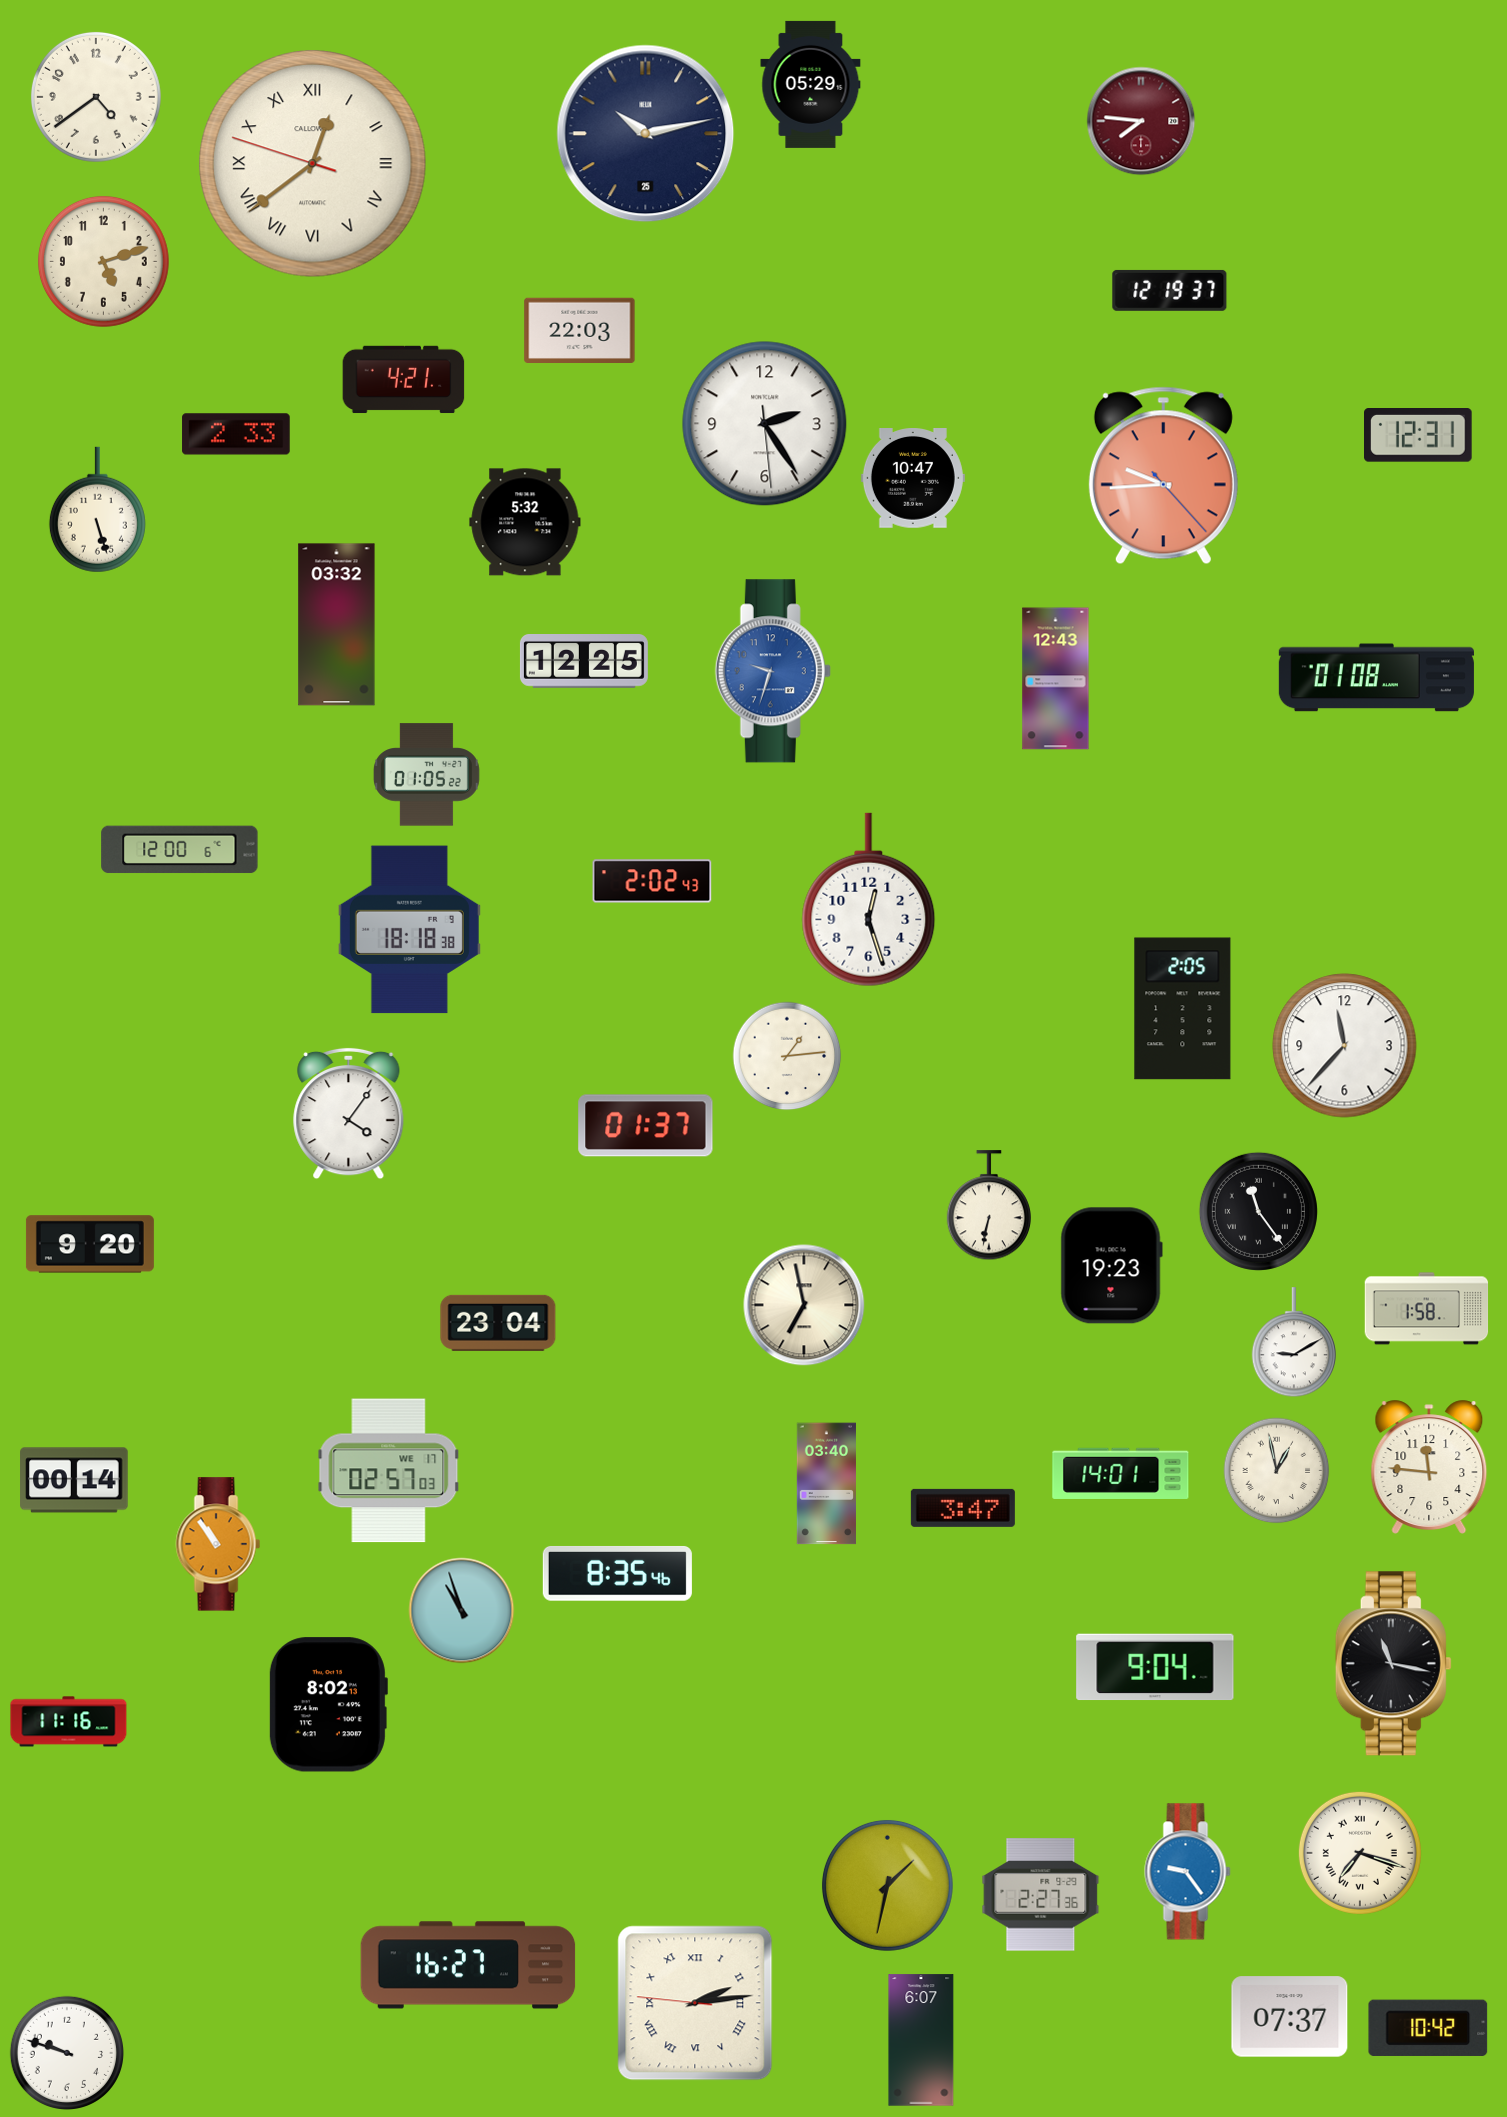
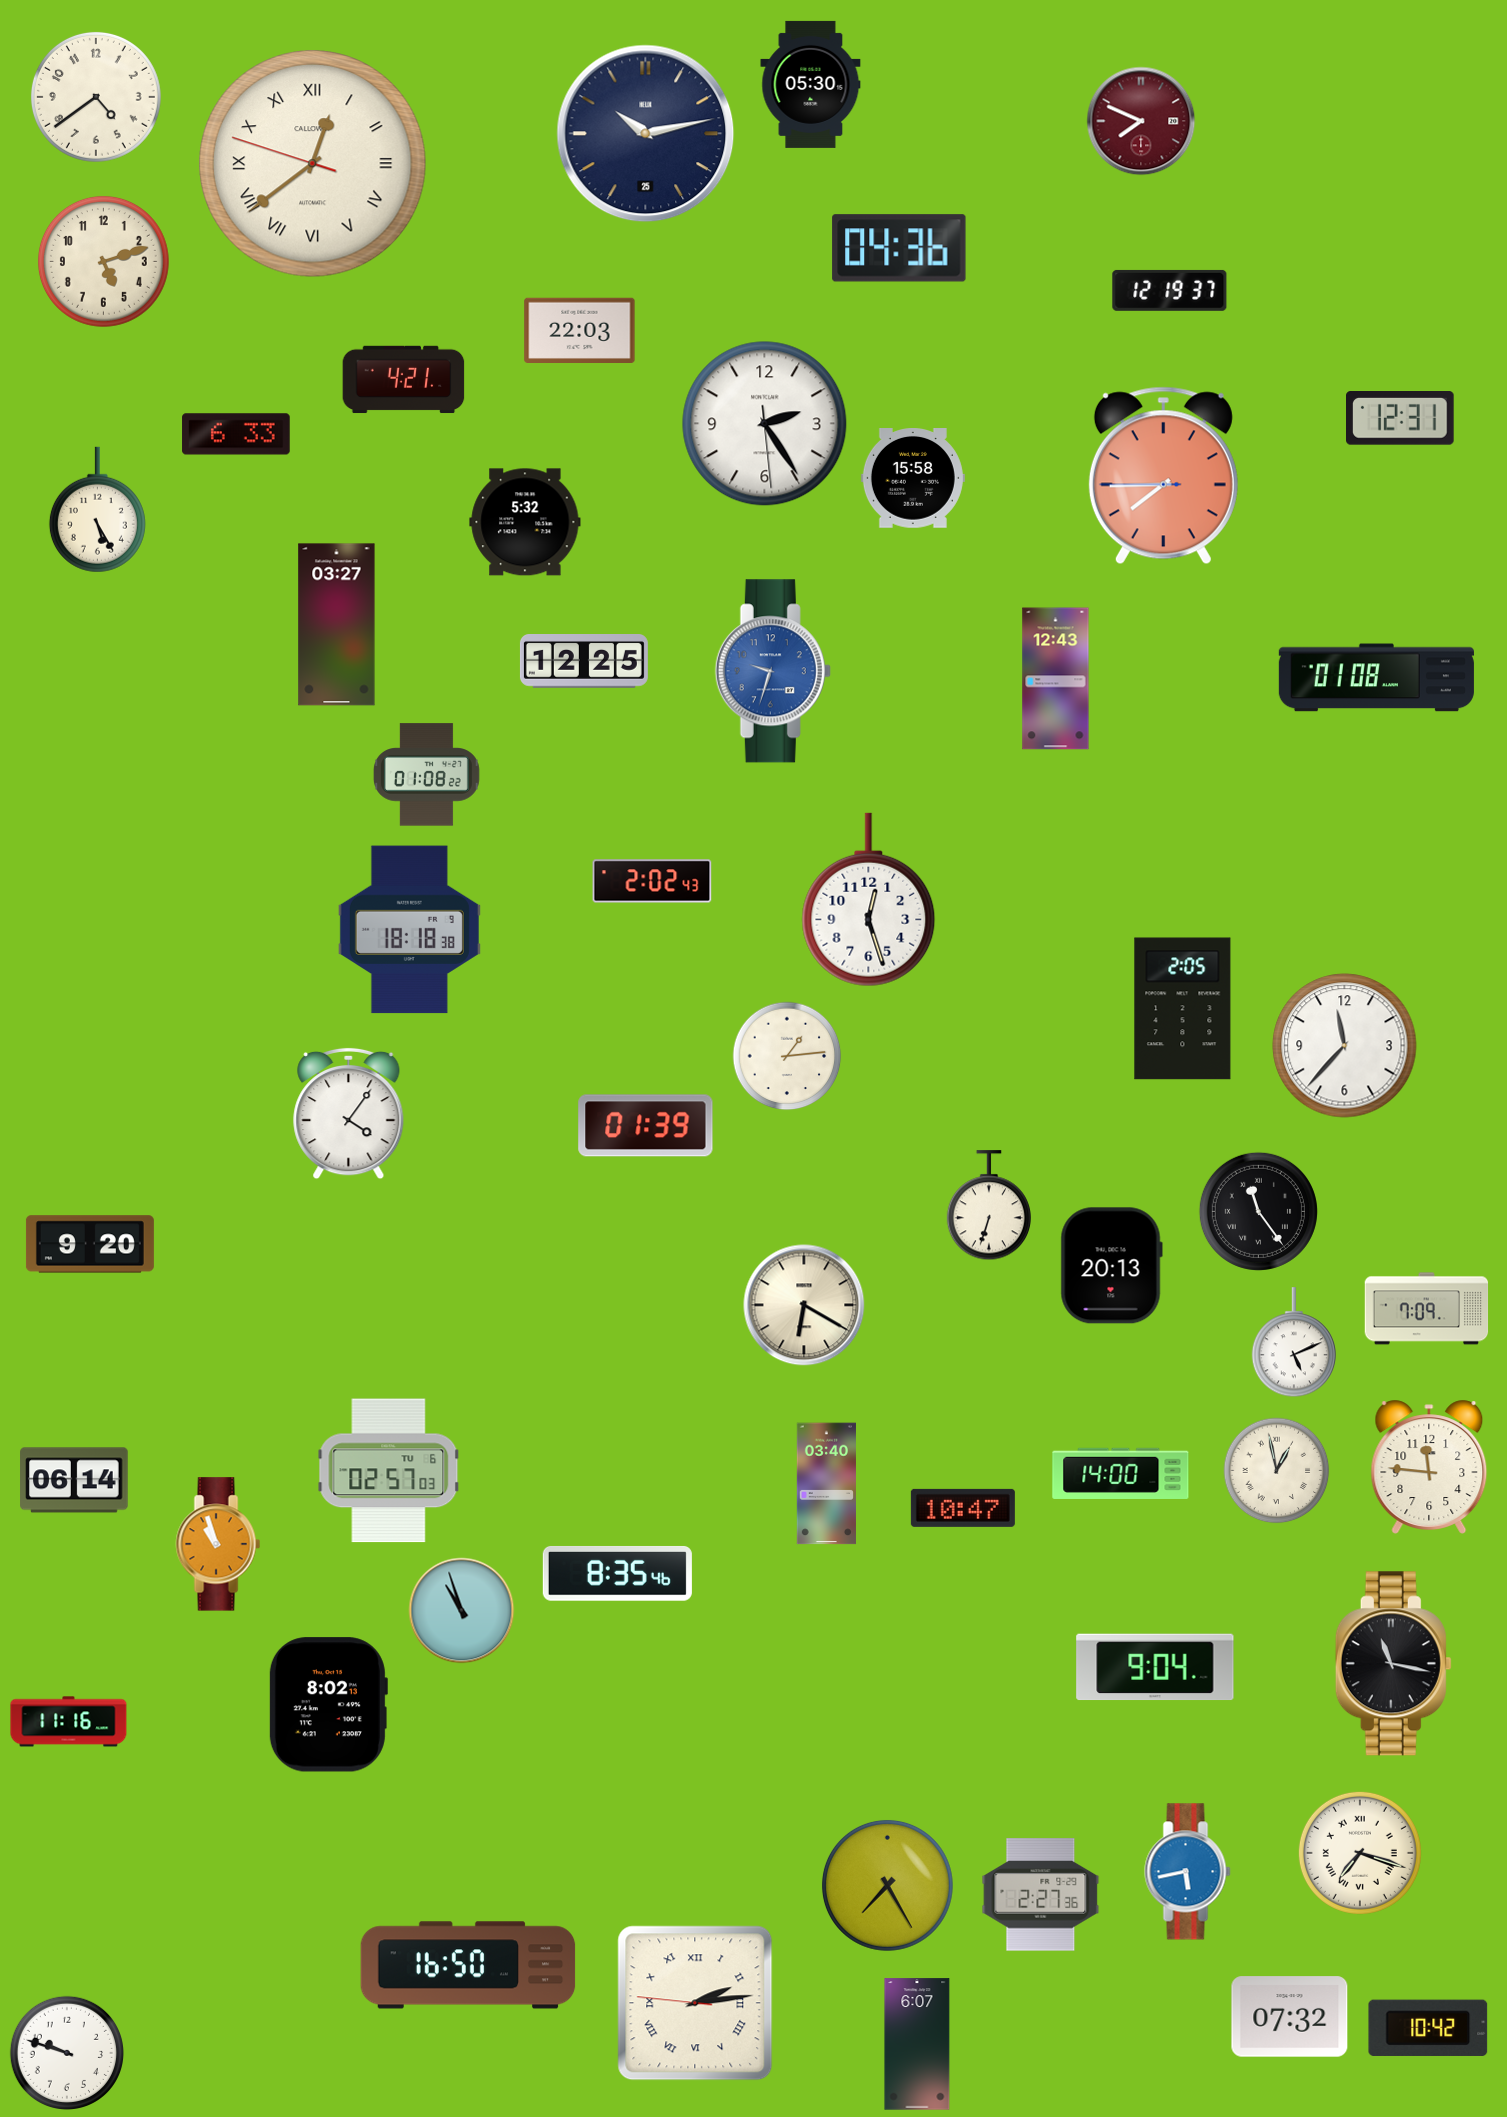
clock at (811, 84): 05:29 -> 05:30
clock at (1141, 121): 7:46 -> 7:49
clock at (899, 248): none -> 04:36
clock at (236, 434): 2:33 -> 6:33
clock at (1419, 436) position: (1419, 436) -> (1401, 419)
clock at (1163, 476): 9:44 -> 7:44
clock at (913, 479): 10:47 -> 15:58
clock at (97, 510): 5:27 -> 5:25
clock at (337, 625): 03:32 -> 03:27
clock at (426, 775): 01:05 -> 01:08
clock at (180, 850): 12:00 -> none
clock at (646, 1126): 01:37 -> 01:39
clock at (988, 1206): 6:32 -> 6:33
clock at (1111, 1266): 19:23 -> 20:13
clock at (804, 1305): 6:58 -> 6:20
clock at (1427, 1309): 1:58 -> 7:09
clock at (498, 1323): 23:04 -> none
clock at (1293, 1343): 9:10 -> 5:11
clock at (389, 1471) date: WE 17 -> TU 6
clock at (1121, 1473): 14:01 -> 14:00
clock at (74, 1480): 00:14 -> 06:14
clock at (963, 1508): 3:47 -> 10:47
clock at (218, 1544): 10:54 -> 10:57
clock at (1188, 1872): 9:24 -> 5:43
clock at (887, 1885): 1:32 -> 7:25
clock at (468, 1965): 16:27 -> 16:50
clock at (1290, 2017): 07:37 -> 07:32
clock at (921, 2040) position: (921, 2040) -> (917, 2044)
